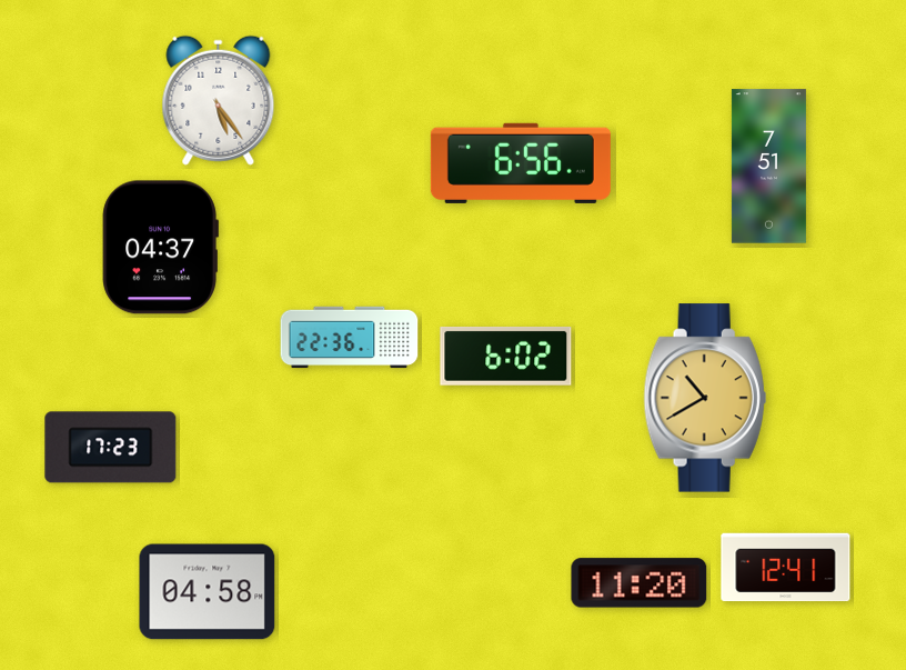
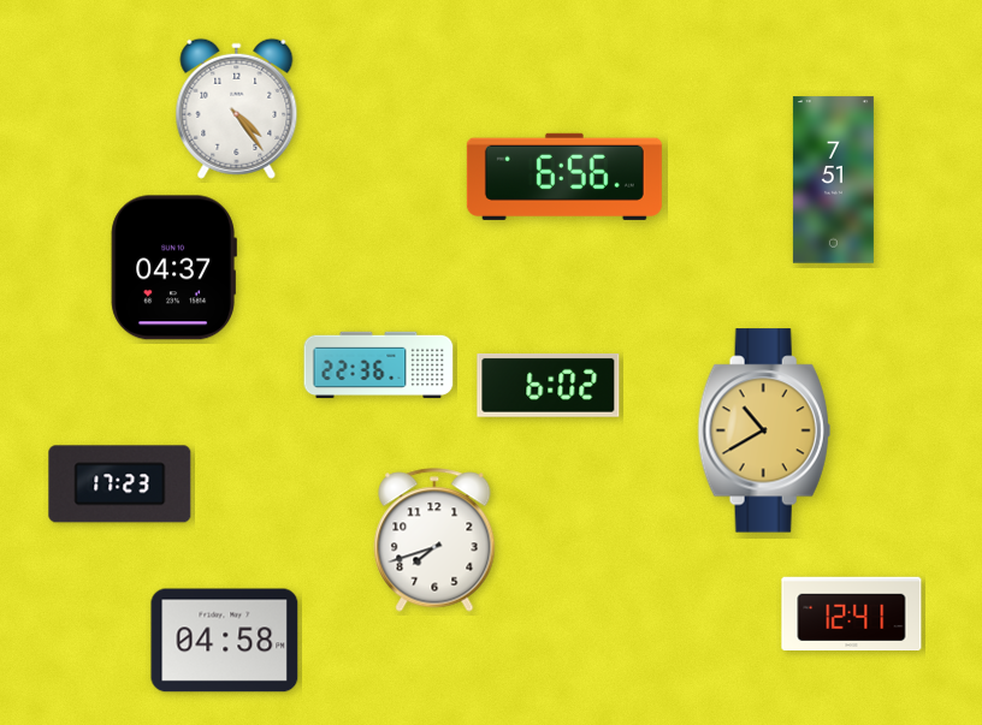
clock at (219, 100): 5:24 -> 4:24
clock at (434, 540): none -> 7:42
clock at (640, 583): 11:20 -> none
